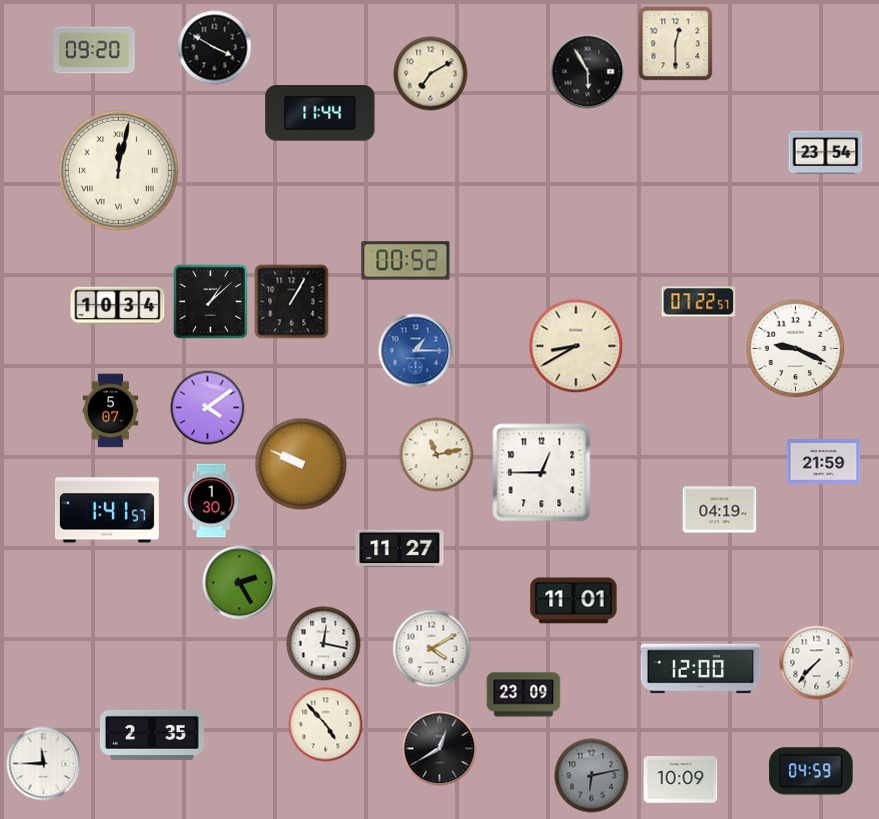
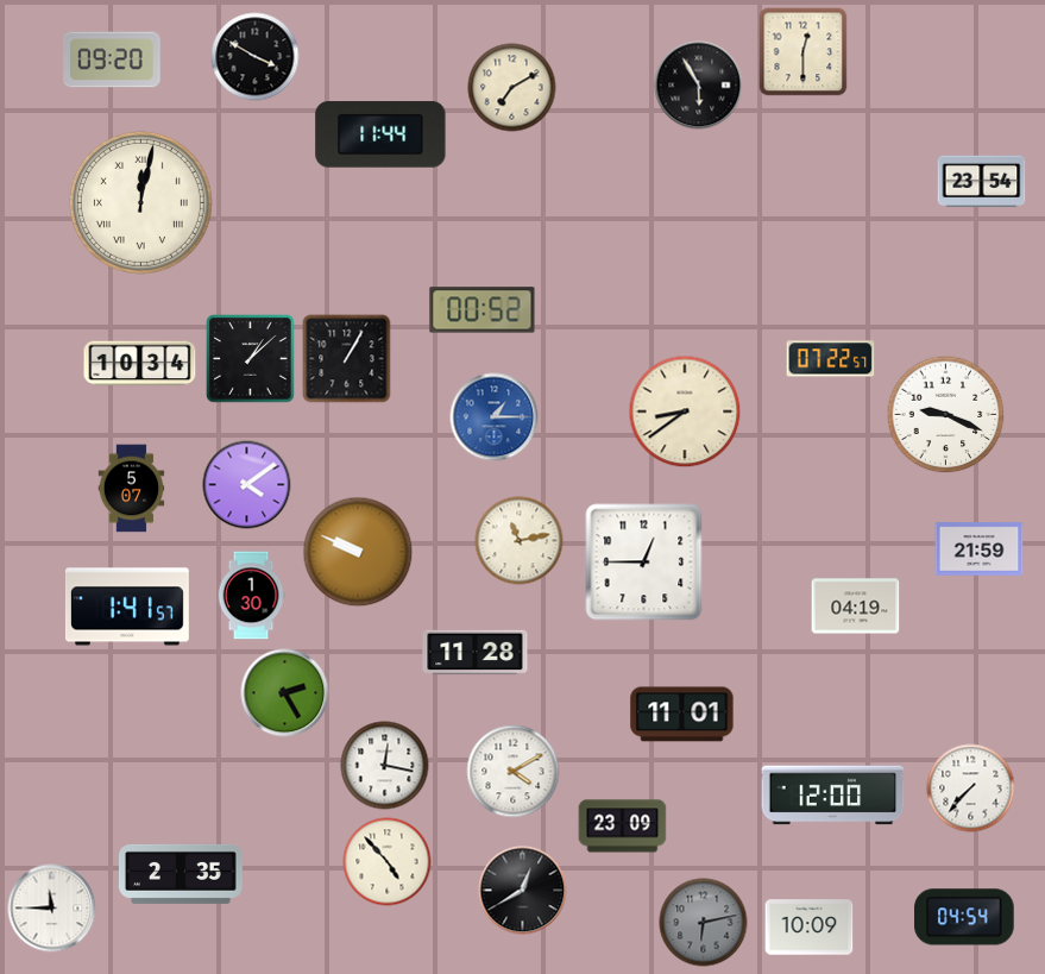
clock at (576, 346): 8:40 -> 8:39
clock at (400, 549): 11:27 -> 11:28
clock at (811, 771): 04:59 -> 04:54
